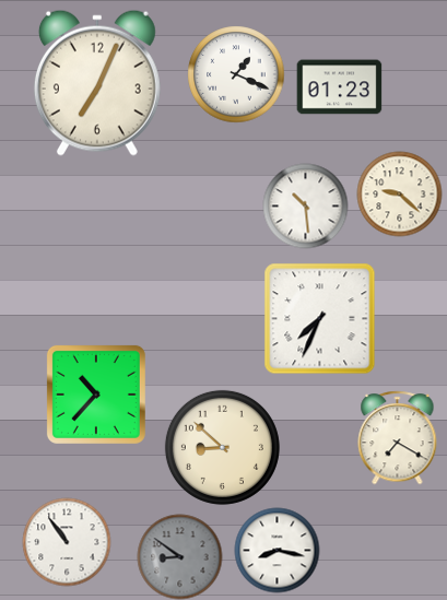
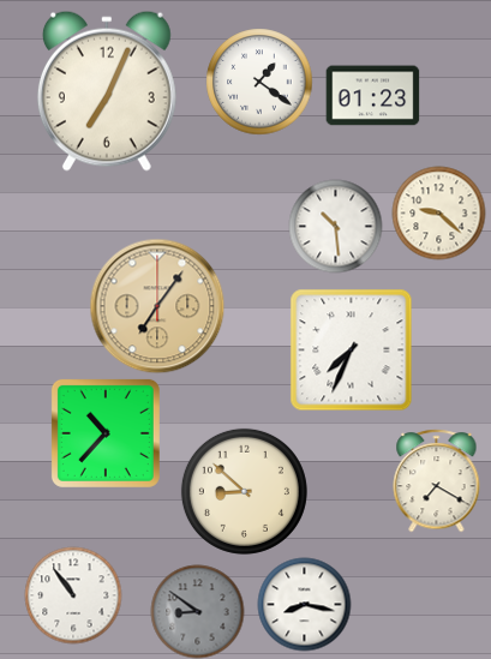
clock at (236, 74): 1:19 -> 1:21
clock at (157, 306): none -> 7:06
